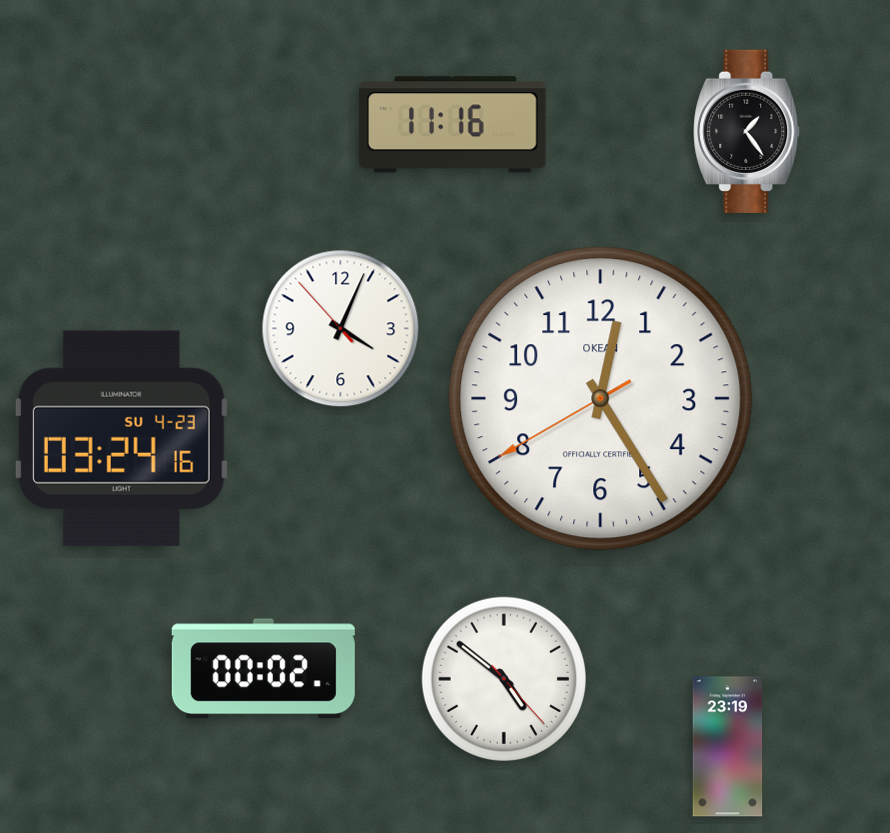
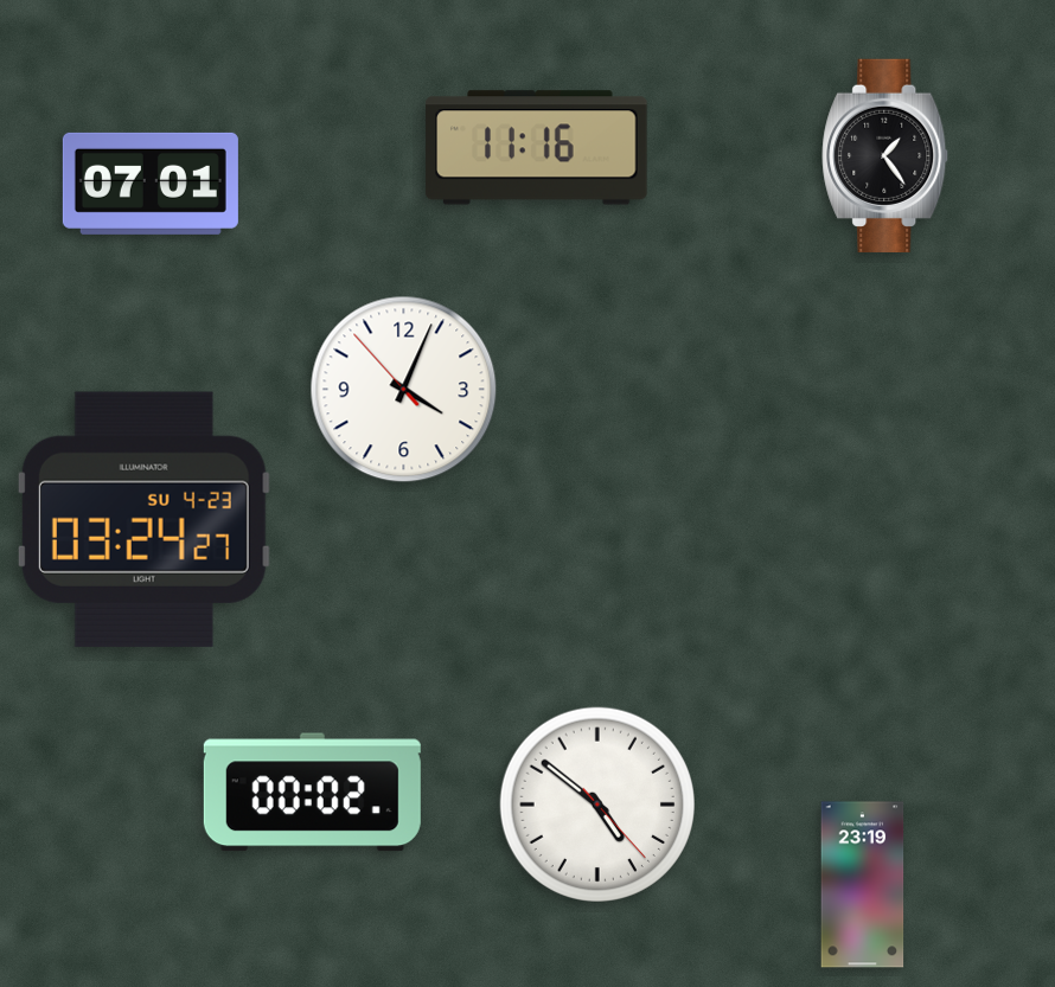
clock at (151, 184): none -> 07:01
clock at (601, 399): 12:24 -> none
clock at (121, 438): 03:24:16 -> 03:24:27
